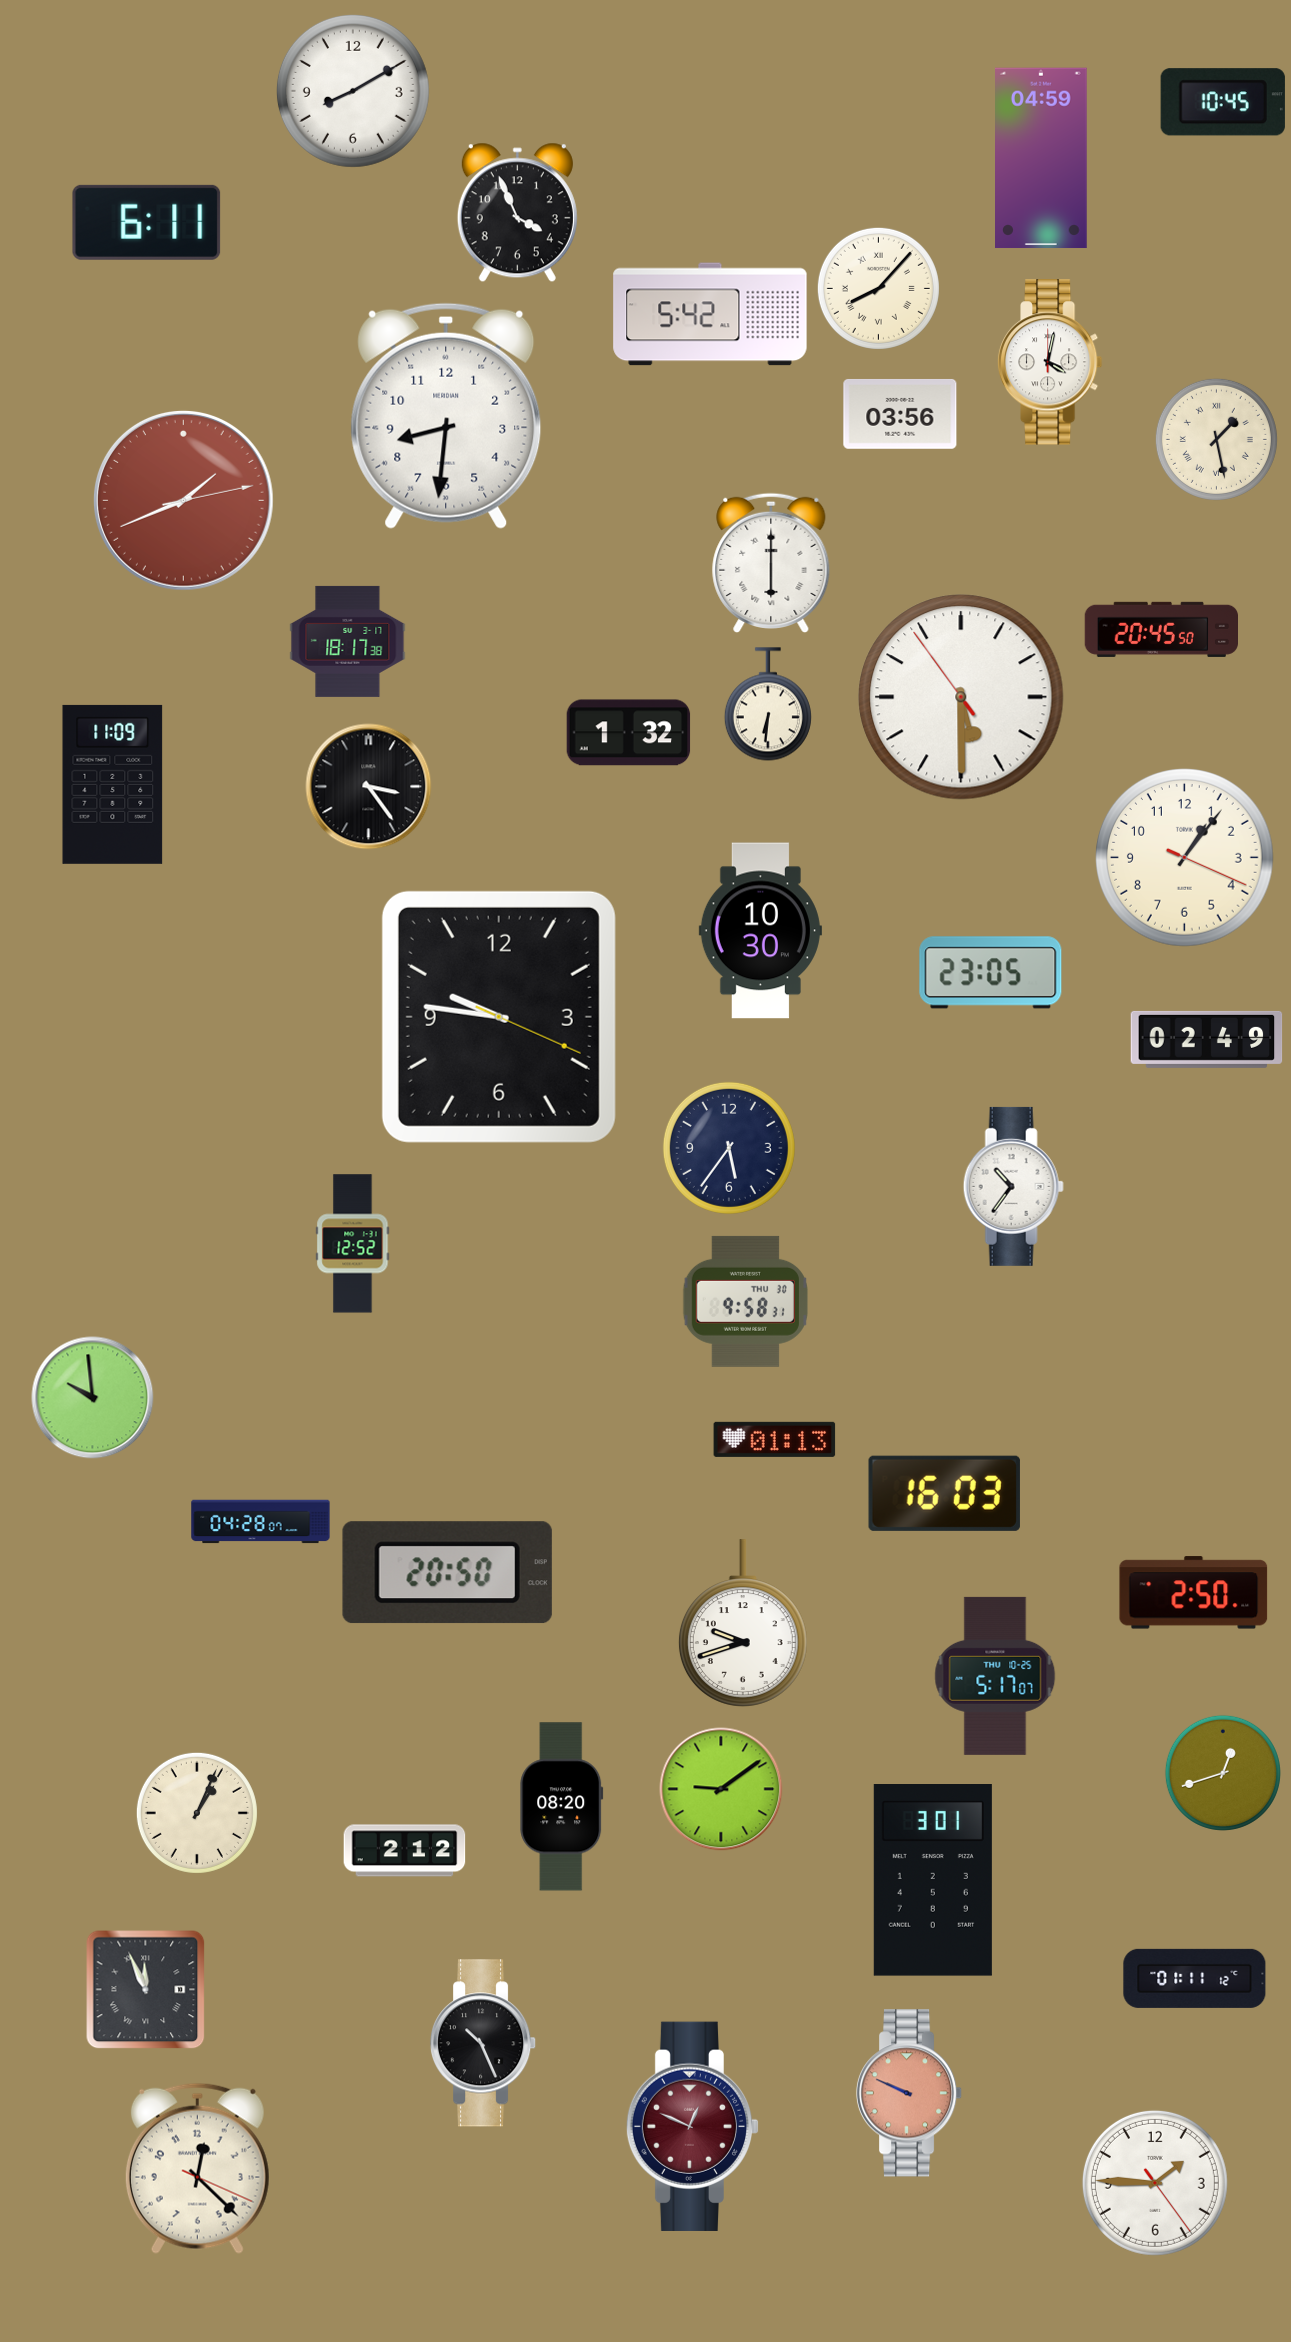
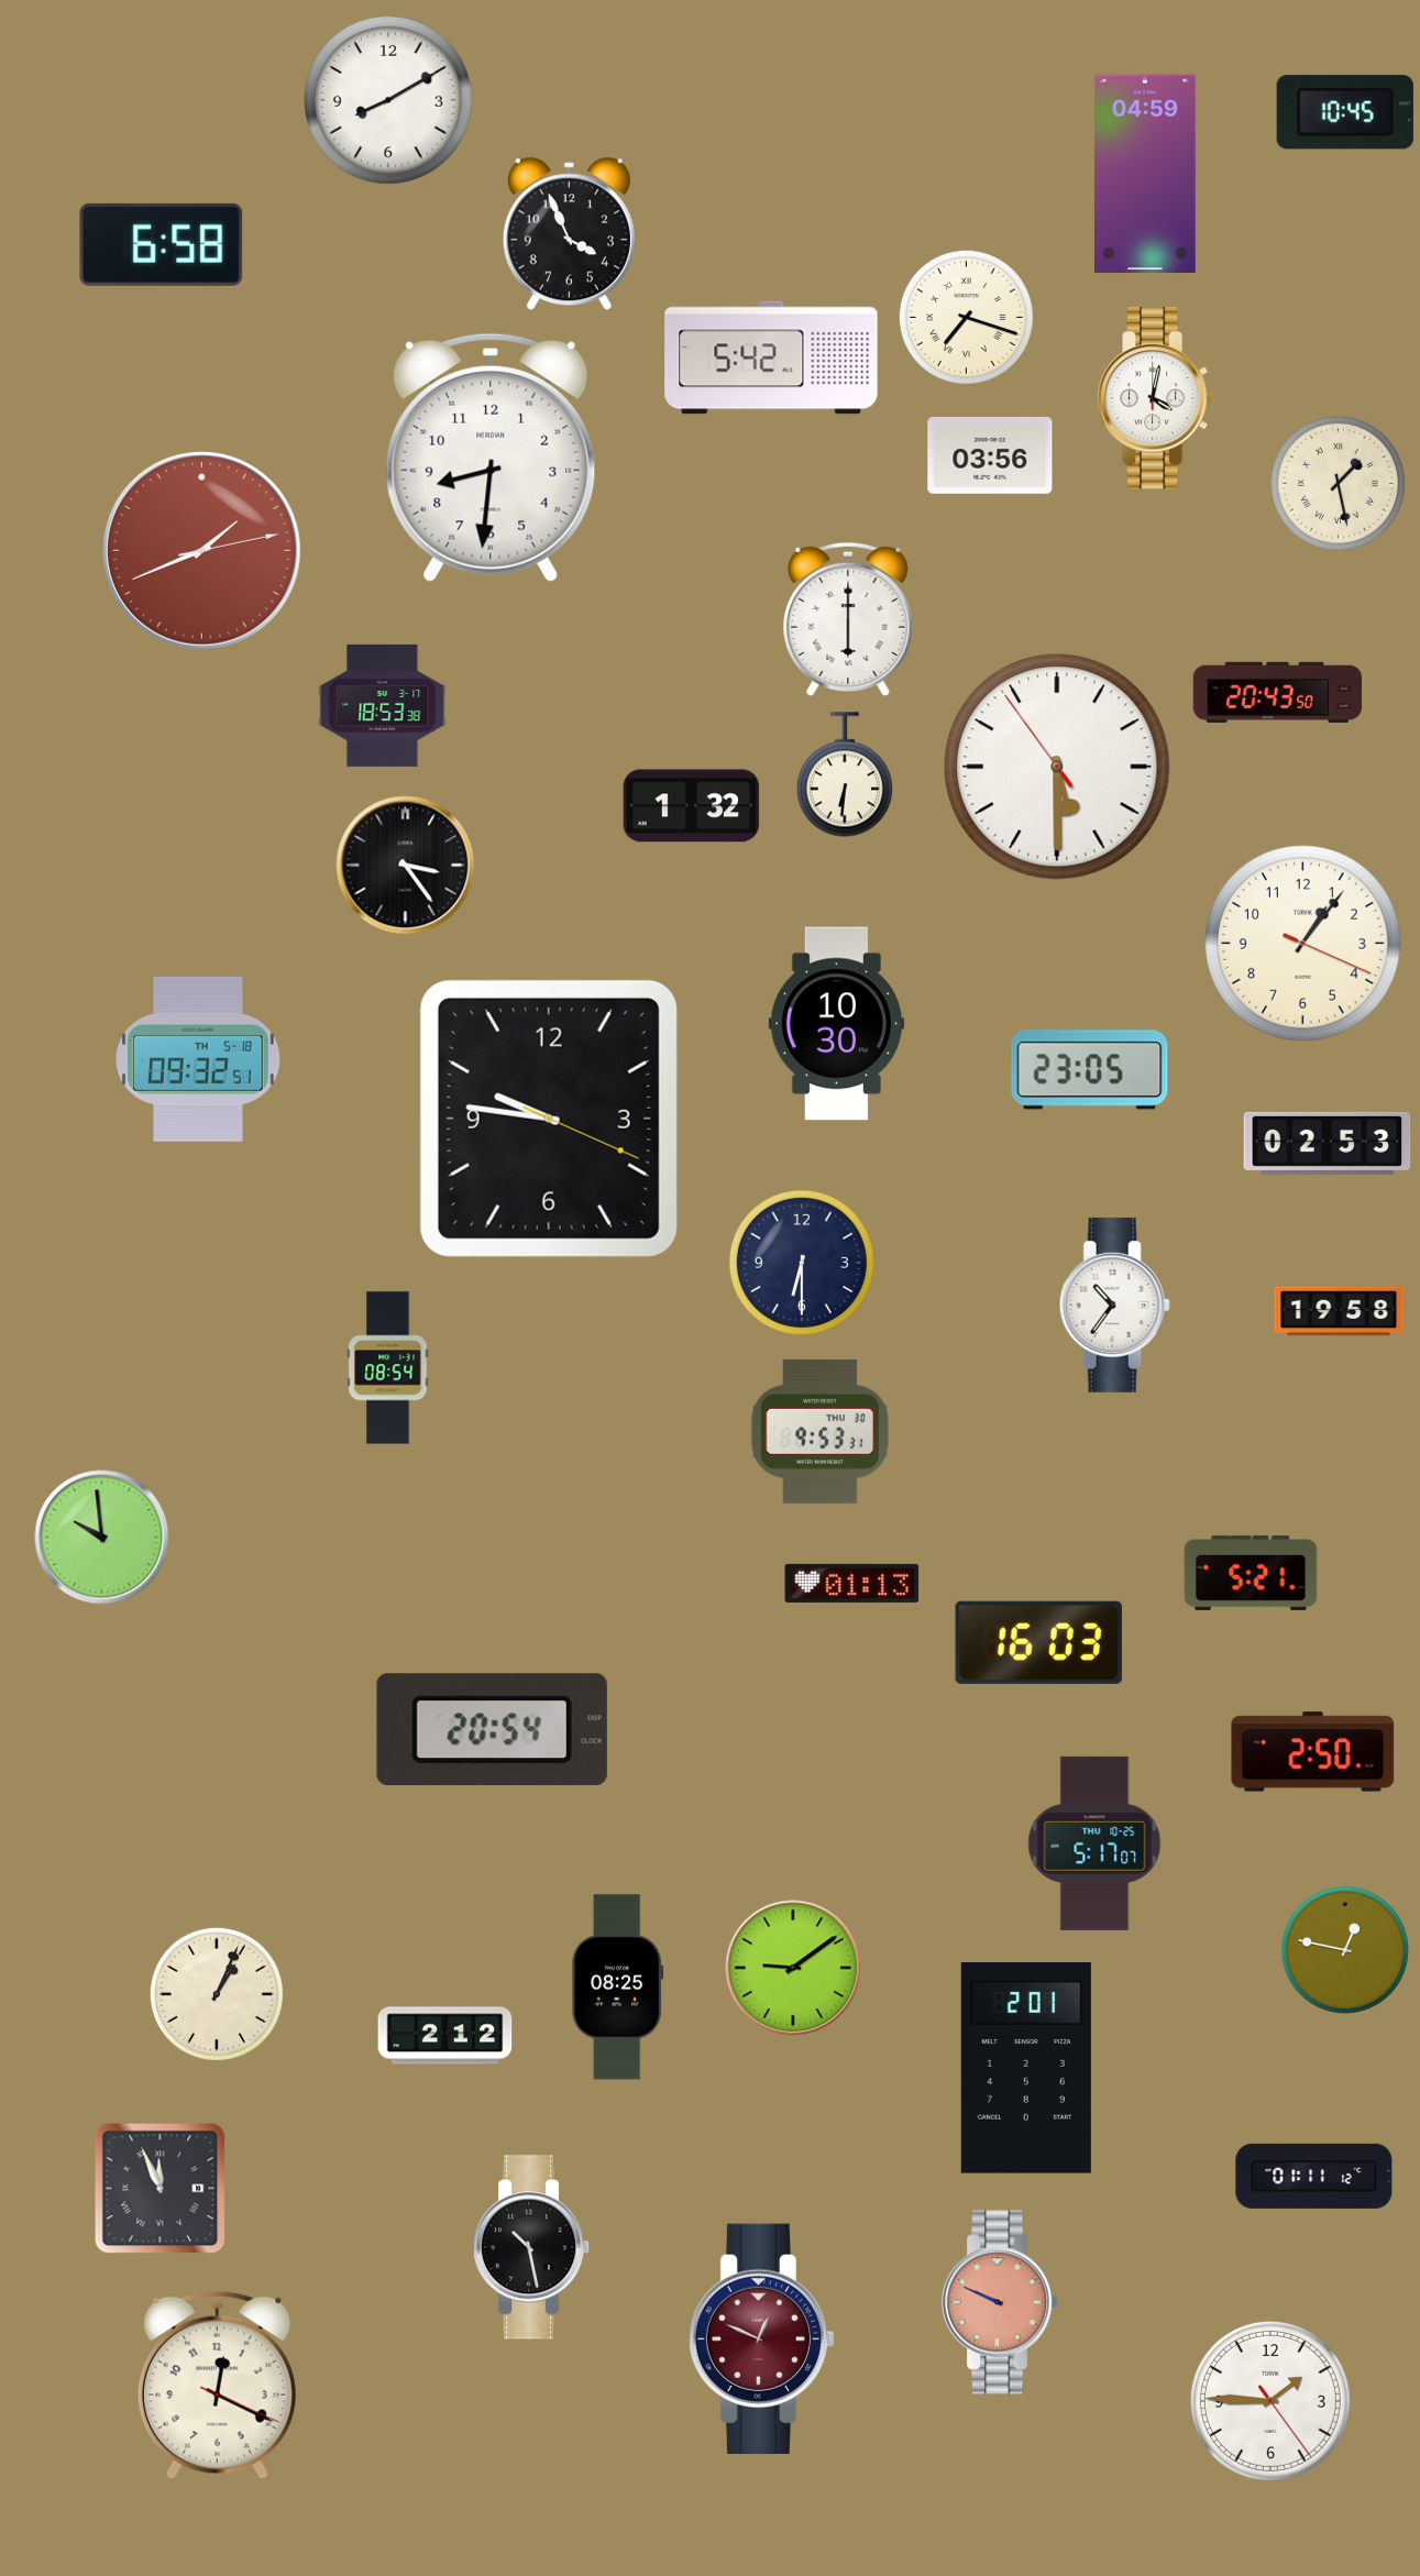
clock at (147, 222): 6:11 -> 6:58
clock at (878, 288): 8:07 -> 7:18
clock at (710, 314) position: (710, 314) -> (771, 357)
clock at (1161, 629): 20:45 -> 20:43
clock at (348, 641): 18:17 -> 18:53
clock at (113, 784): 11:09 -> none
clock at (199, 1059): none -> 09:32
clock at (1207, 1039): 02:49 -> 02:53
clock at (729, 1148): 5:36 -> 6:30
clock at (1339, 1311): none -> 19:58
clock at (353, 1244): 12:52 -> 08:54
clock at (745, 1301): 9:58 -> 9:53
clock at (1251, 1573): none -> 5:21
clock at (261, 1522): 04:28 -> none
clock at (447, 1573): 20:50 -> 20:54
clock at (743, 1623): 9:42 -> none
clock at (1223, 1773): 12:42 -> 12:47
clock at (562, 1807): 08:20 -> 08:25
clock at (933, 1881): 3:01 -> 2:01
clock at (483, 2043): 10:26 -> 10:28
clock at (197, 2168): 12:22 -> 12:19
